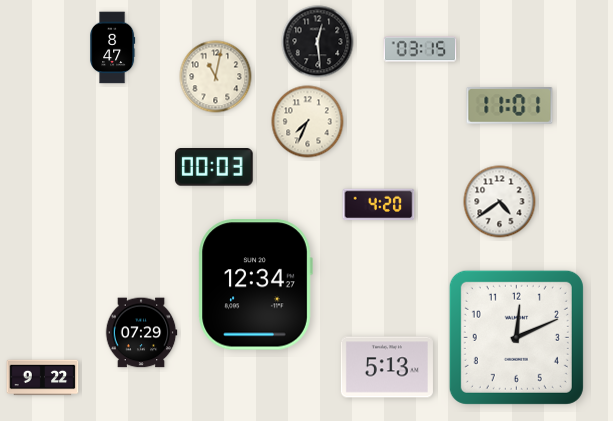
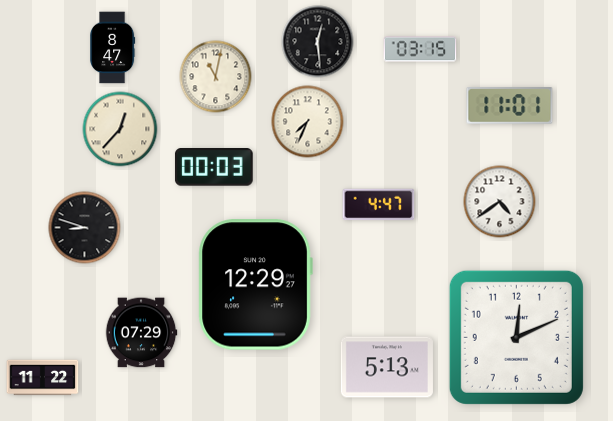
clock at (120, 129): none -> 12:37
clock at (379, 205): 4:20 -> 4:47
clock at (85, 228): none -> 8:48
clock at (255, 285): 12:34 -> 12:29
clock at (43, 378): 9:22 -> 11:22
